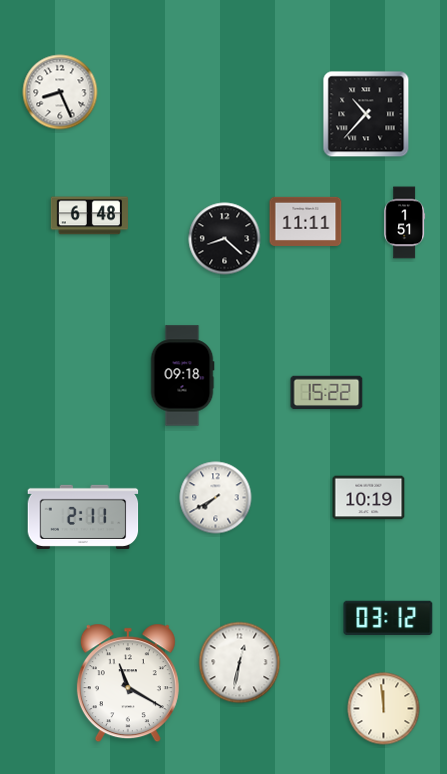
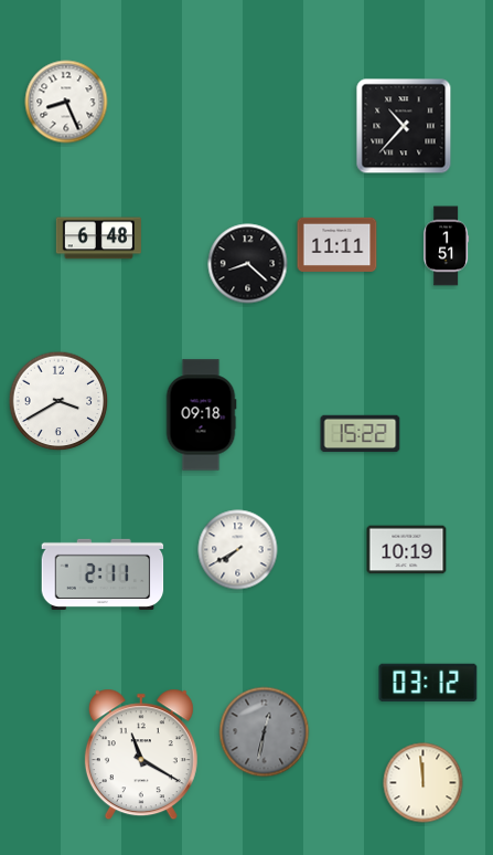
clock at (58, 401): none -> 3:40
clock at (83, 517) position: (83, 517) -> (103, 574)
clock at (240, 663) dial: white -> grey
